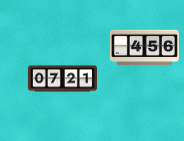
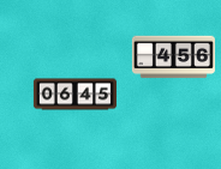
clock at (62, 79): 07:21 -> 06:45
